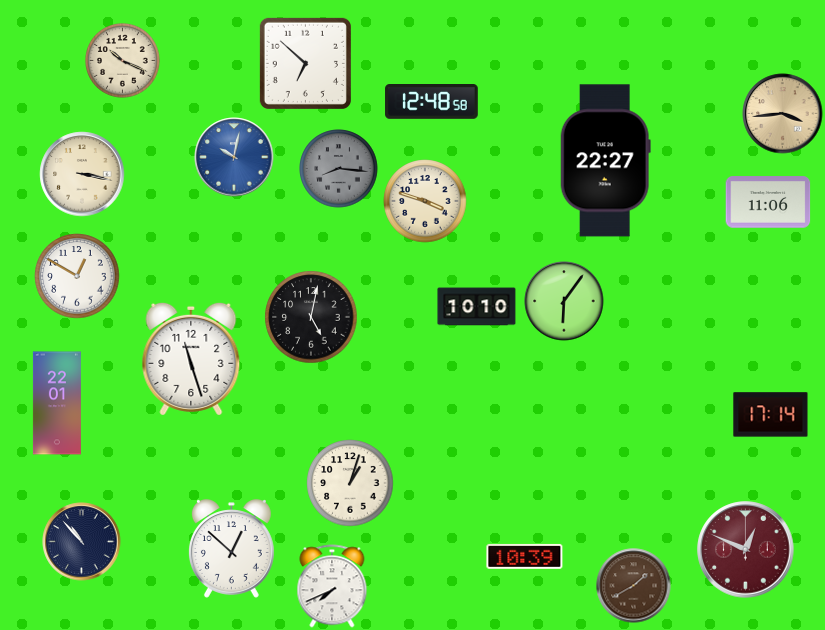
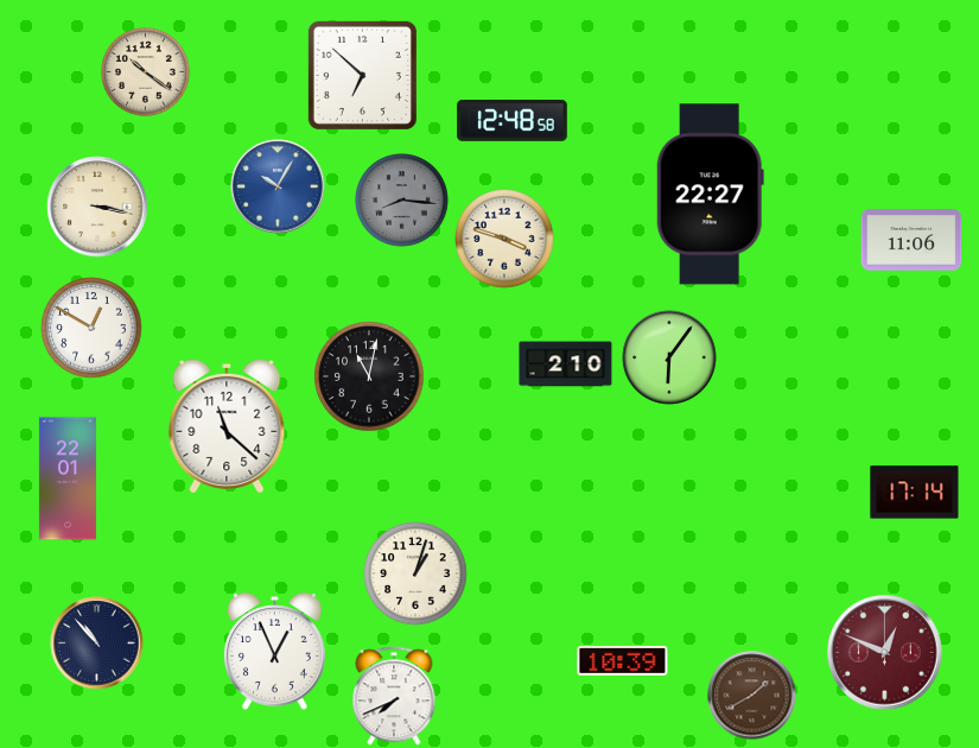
clock at (123, 61): 10:19 -> 10:21
clock at (783, 114): 3:44 -> none
clock at (234, 157): 10:02 -> 10:05
clock at (605, 161) position: (605, 161) -> (710, 195)
clock at (477, 307): 10:10 -> 2:10
clock at (311, 317): 5:02 -> 11:02
clock at (191, 359): 11:27 -> 11:22
clock at (231, 549): 12:52 -> 12:56
